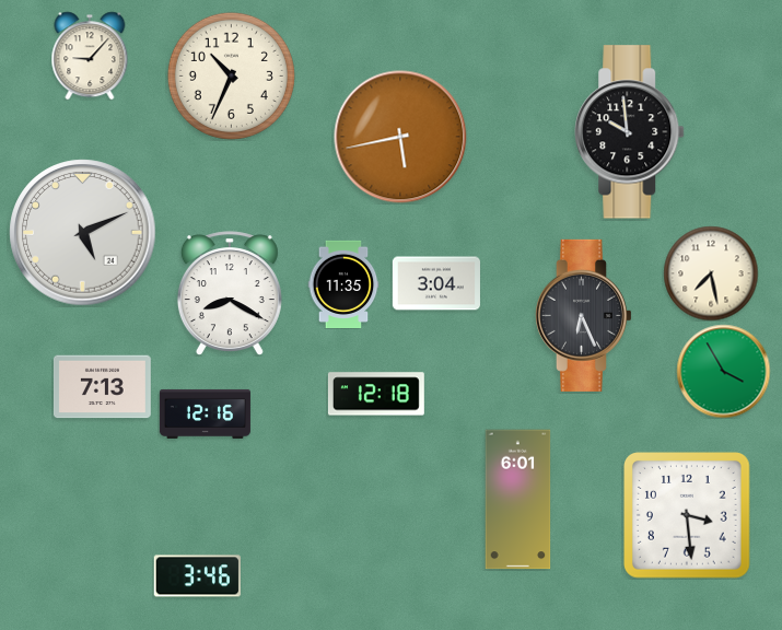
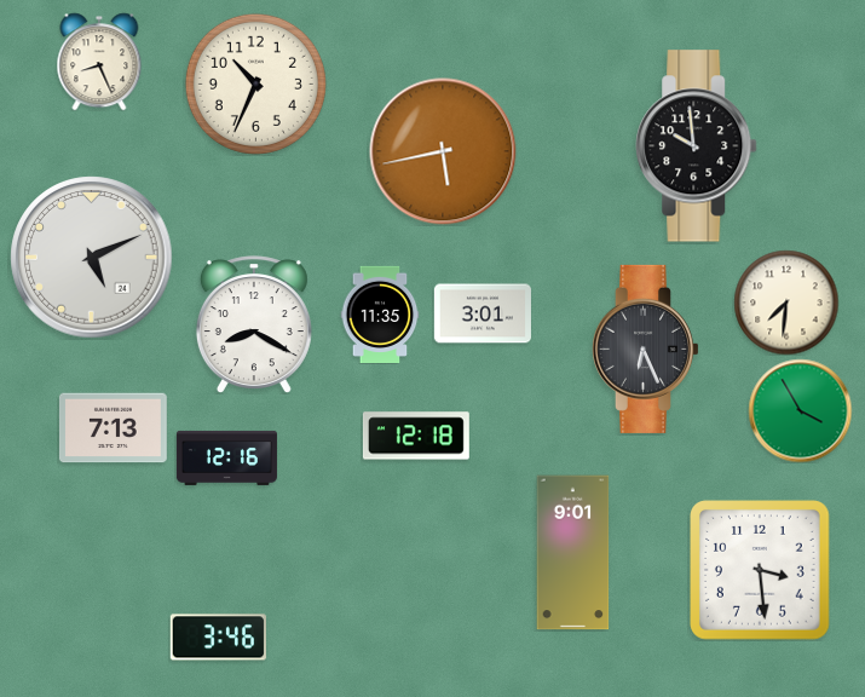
clock at (90, 56): 9:07 -> 8:26
clock at (711, 273): 7:28 -> 7:31
clock at (436, 283): 3:04 -> 3:01
clock at (518, 500): 6:01 -> 9:01
